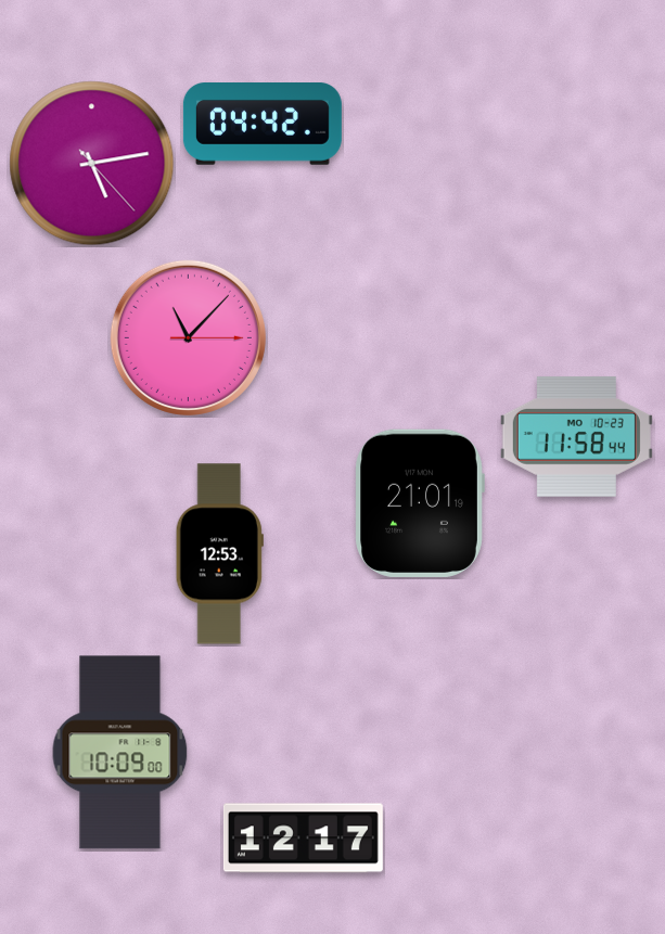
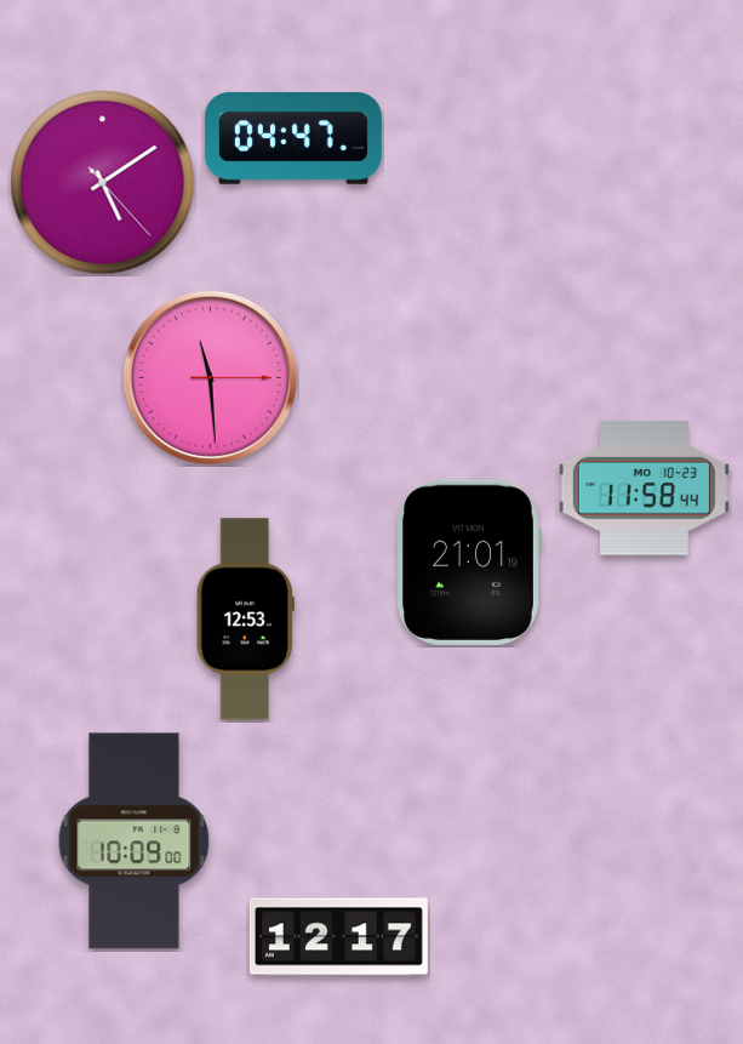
clock at (263, 125): 04:42 -> 04:47
clock at (92, 164): 5:13 -> 5:09
clock at (188, 337): 11:07 -> 11:29
